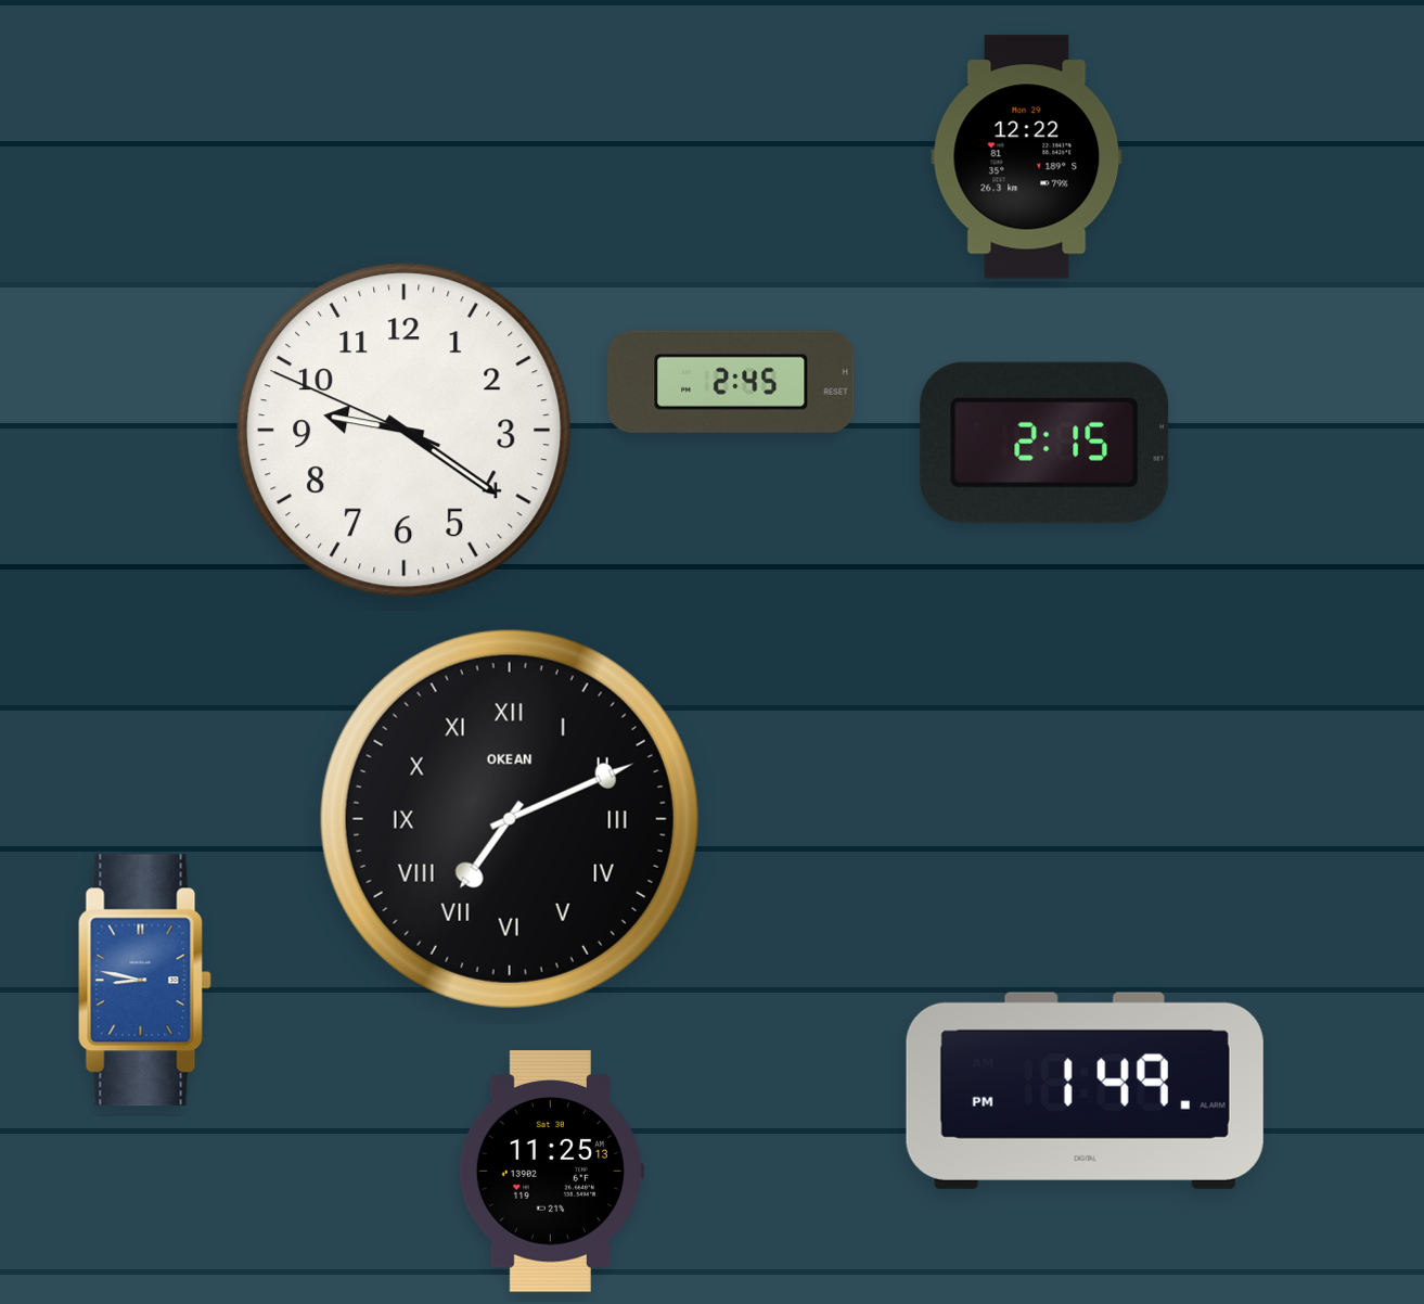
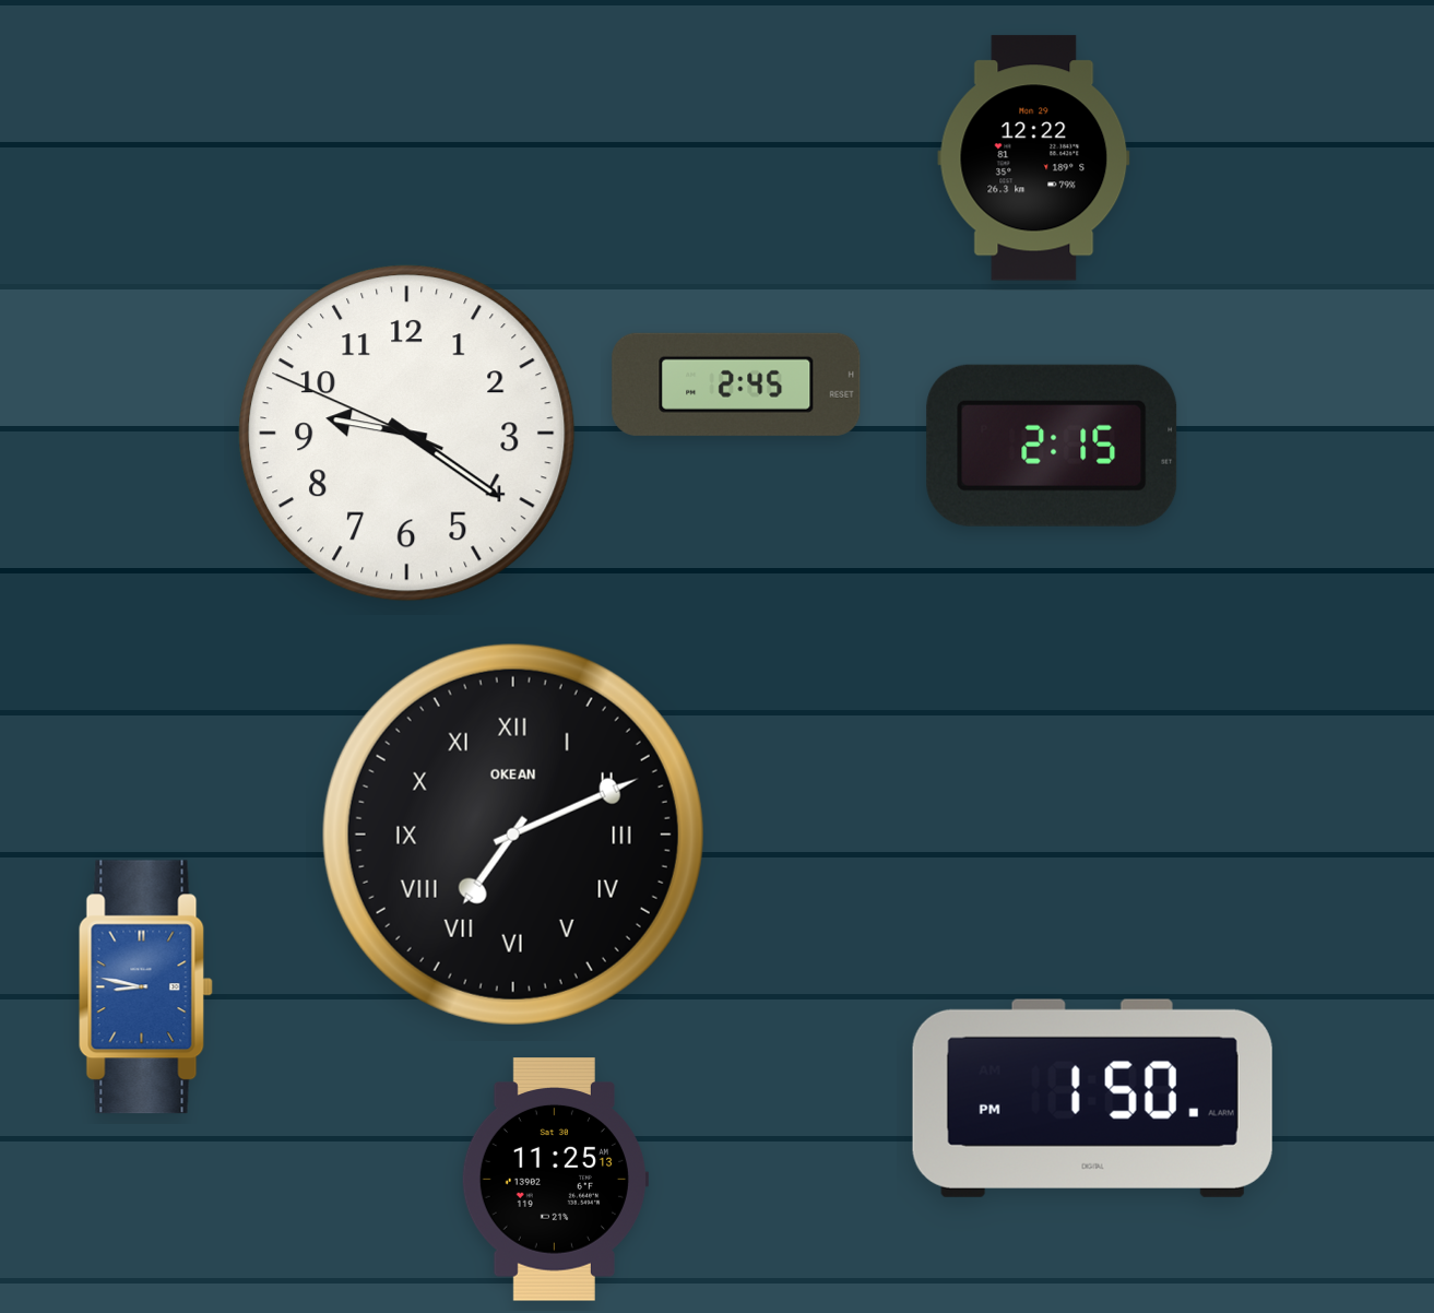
clock at (510, 819) position: (510, 819) -> (513, 835)
clock at (1085, 1090): 1:49 -> 1:50
